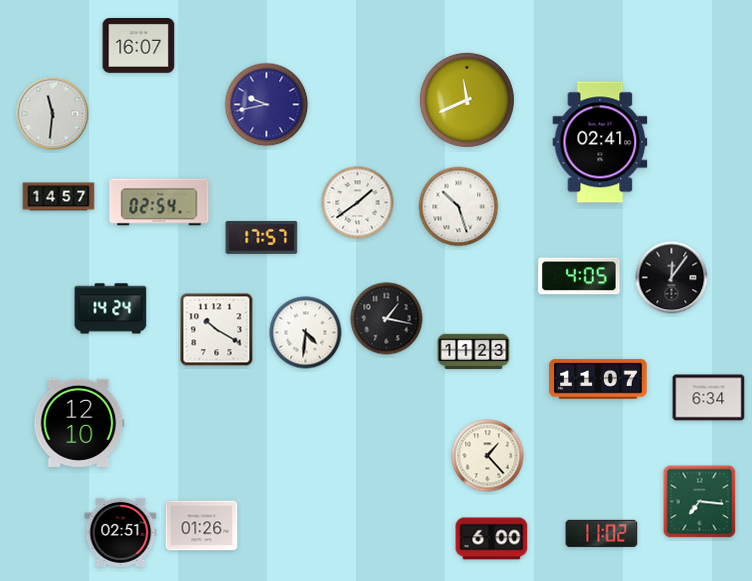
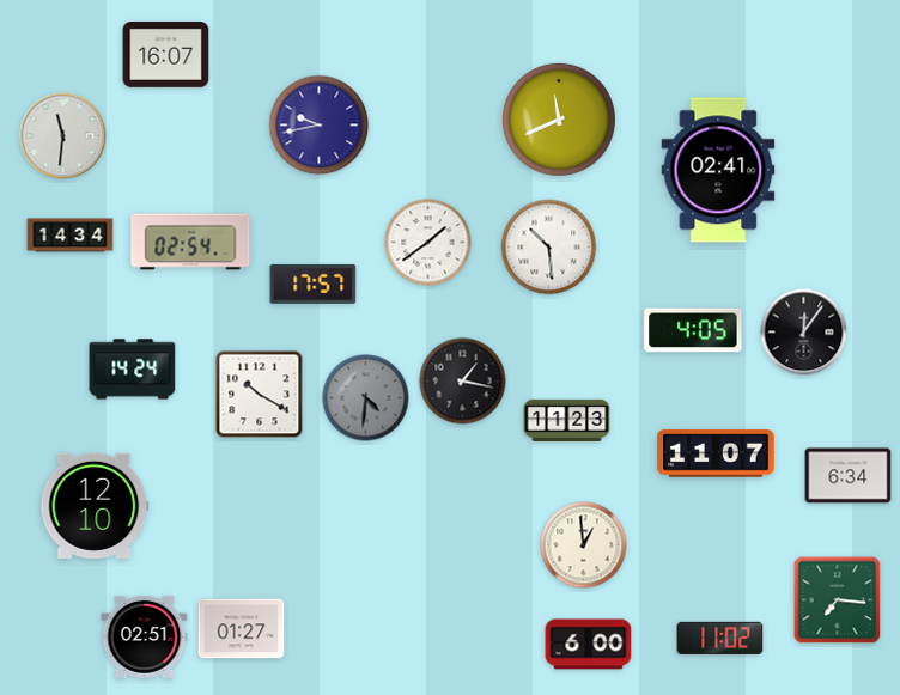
clock at (59, 197): 14:57 -> 14:34
clock at (459, 207): 10:27 -> 10:29
clock at (306, 333) dial: white -> grey
clock at (488, 456): 1:23 -> 12:59
clock at (202, 526): 01:26 -> 01:27
